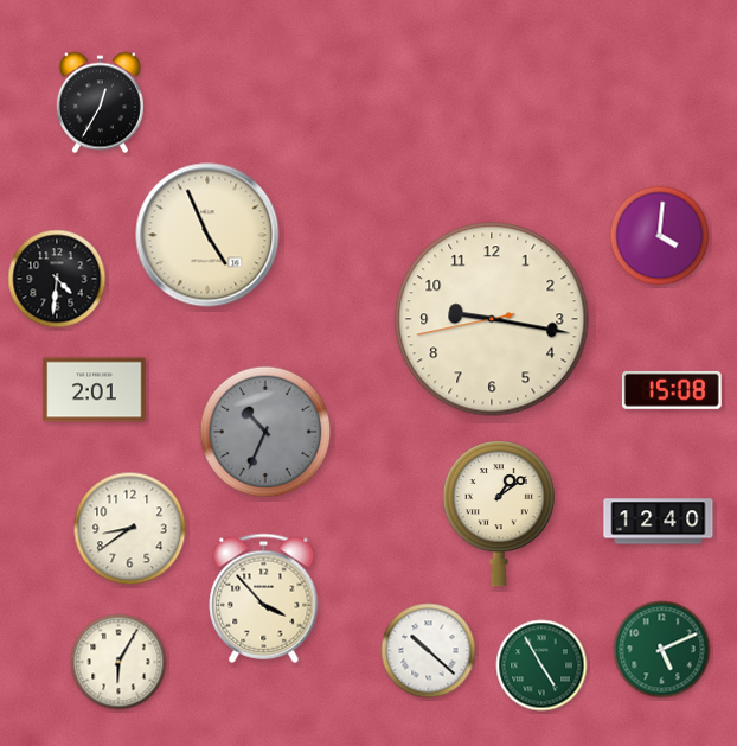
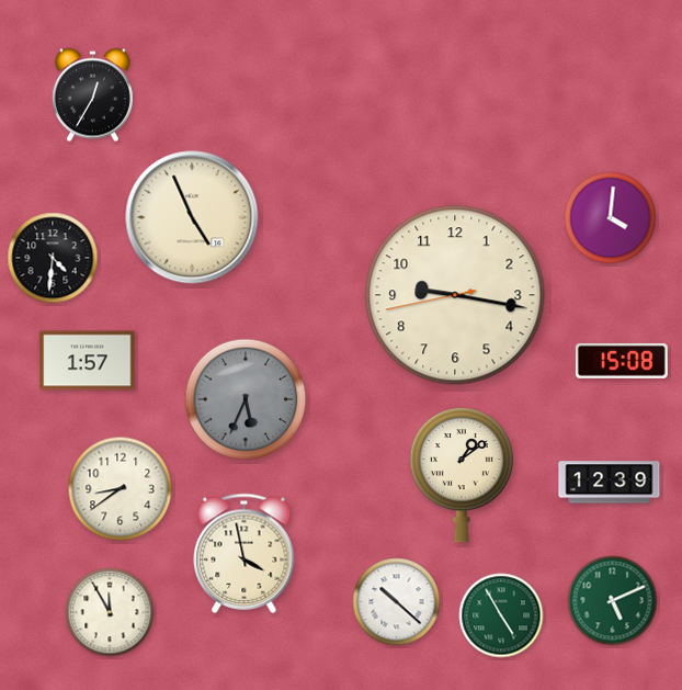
clock at (95, 390): 2:01 -> 1:57
clock at (265, 432): 10:34 -> 5:34
clock at (659, 522): 12:40 -> 12:39
clock at (264, 598): 3:53 -> 3:58
clock at (118, 662): 6:05 -> 11:55
